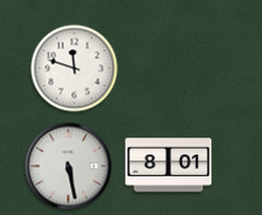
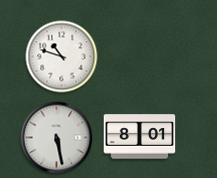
clock at (75, 69): 11:48 -> 10:48
